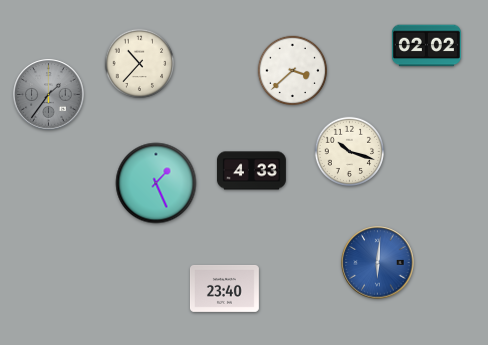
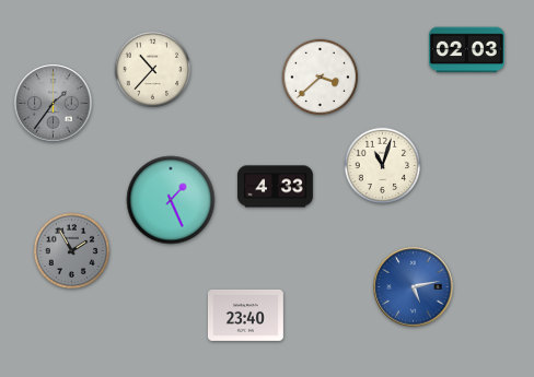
clock at (426, 46): 02:02 -> 02:03
clock at (350, 152): 10:18 -> 11:03
clock at (72, 251): none -> 1:55
clock at (378, 263): 6:01 -> 5:13
